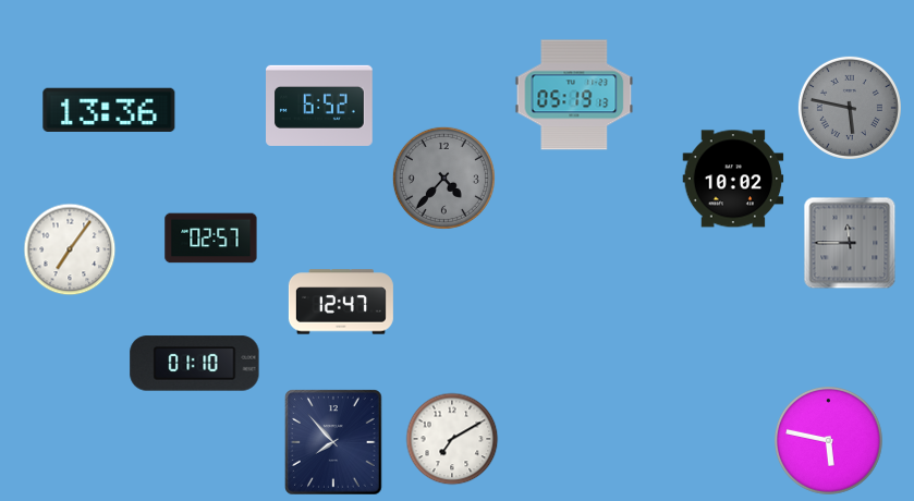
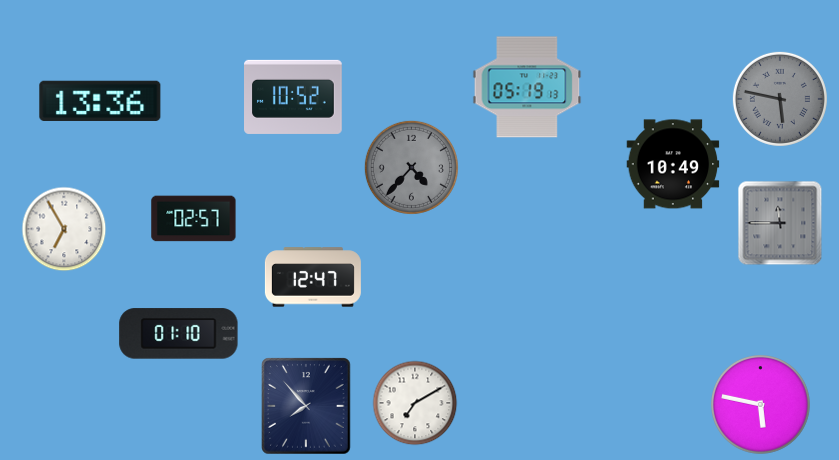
clock at (320, 106): 6:52 -> 10:52
clock at (443, 178) position: (443, 178) -> (411, 167)
clock at (733, 179): 10:02 -> 10:49
clock at (70, 249): 7:06 -> 6:55
